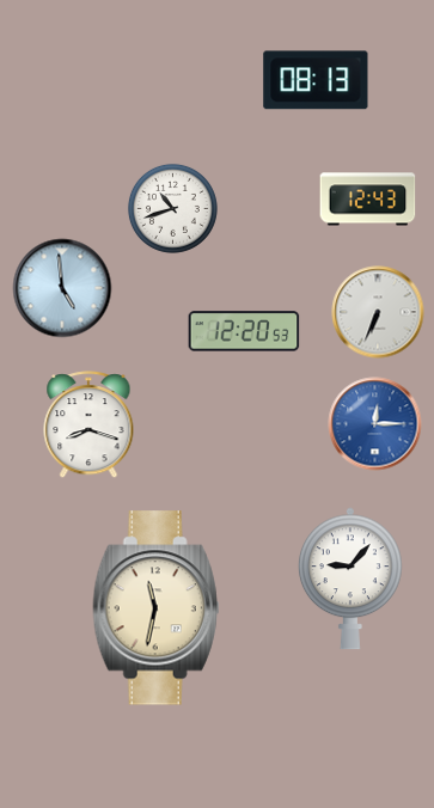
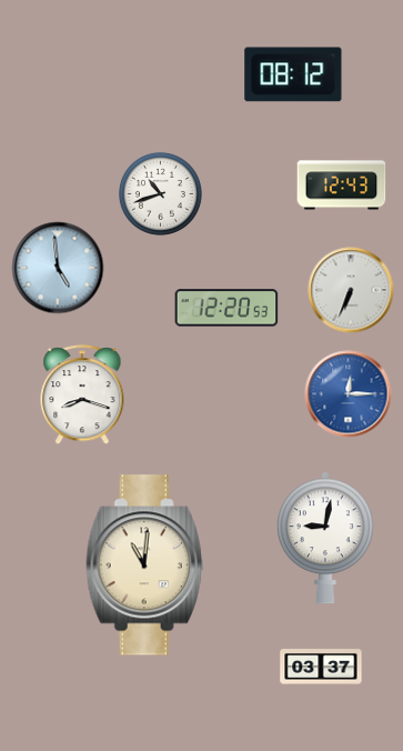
clock at (316, 80): 08:13 -> 08:12
clock at (350, 579): 9:07 -> 9:02
clock at (157, 608): 11:32 -> 11:01
clock at (321, 667): none -> 03:37
